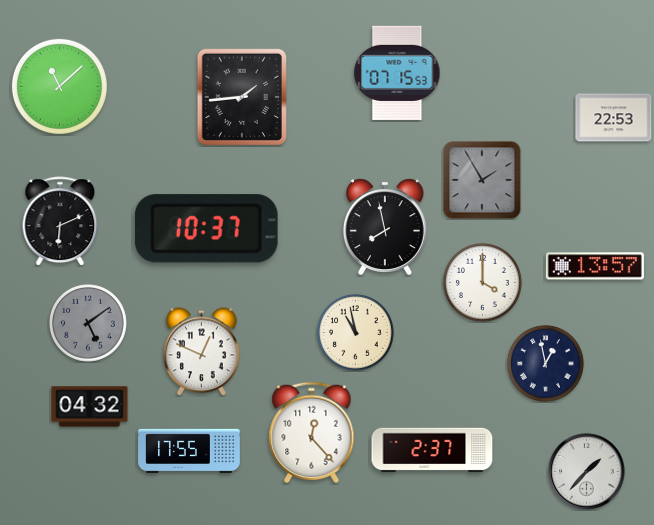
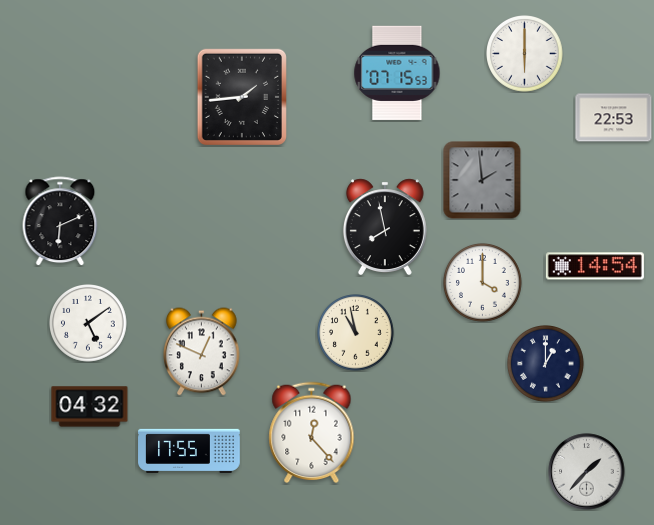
clock at (525, 54): none -> 6:00
clock at (59, 86): 11:08 -> none
clock at (482, 180): 1:55 -> 1:59
clock at (206, 229): 10:37 -> none
clock at (595, 266): 13:57 -> 14:54
clock at (89, 324) dial: grey -> white
clock at (546, 364): 12:58 -> 1:00
clock at (432, 450): 2:37 -> none
